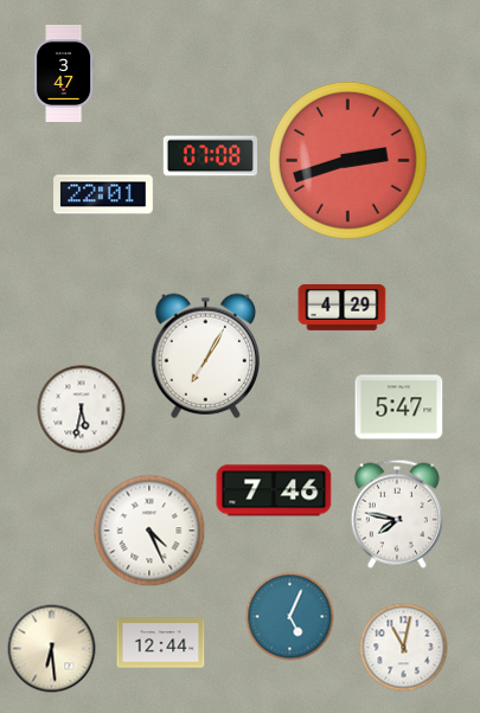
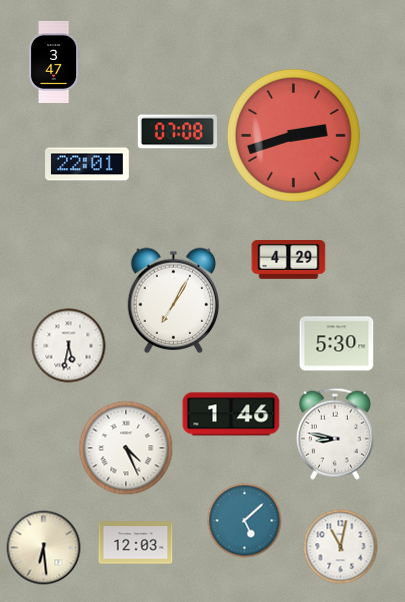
clock at (399, 407): 5:47 -> 5:30
clock at (274, 490): 7:46 -> 1:46
clock at (397, 514): 7:47 -> 8:47
clock at (290, 617): 5:04 -> 5:08
clock at (161, 643): 12:44 -> 12:03
